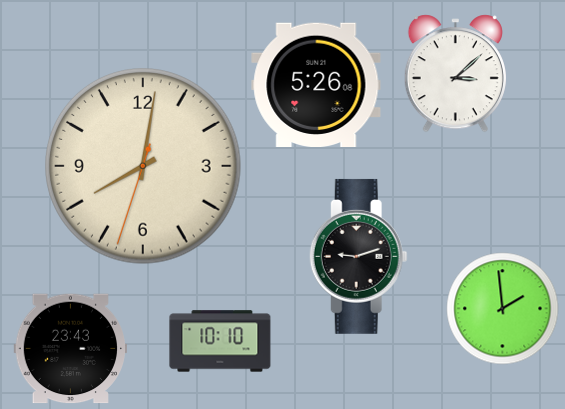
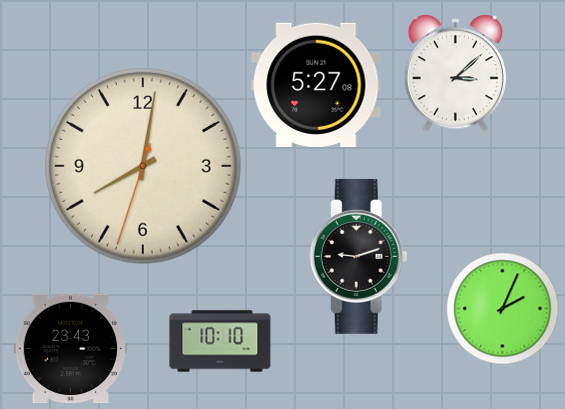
clock at (316, 84): 5:26 -> 5:27
clock at (503, 309): 1:59 -> 2:04
